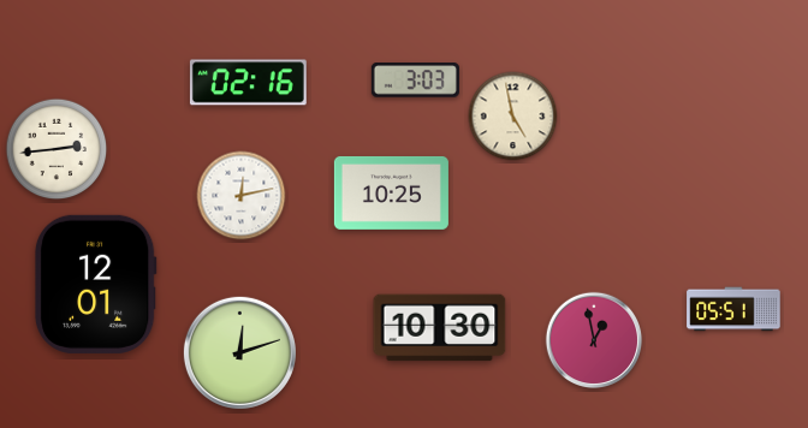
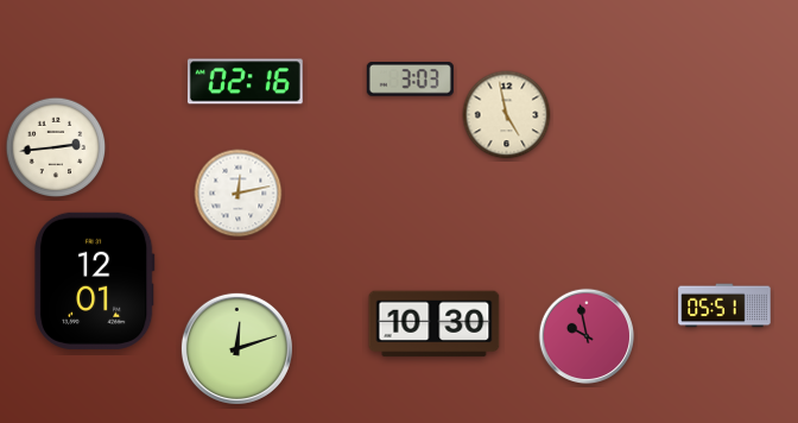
clock at (391, 192): 10:25 -> none
clock at (594, 340): 12:58 -> 9:58
